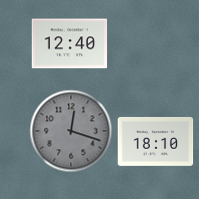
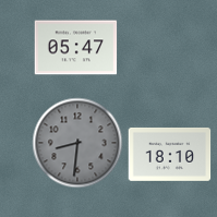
clock at (70, 44): 12:40 -> 05:47
clock at (71, 131): 12:18 -> 8:31
